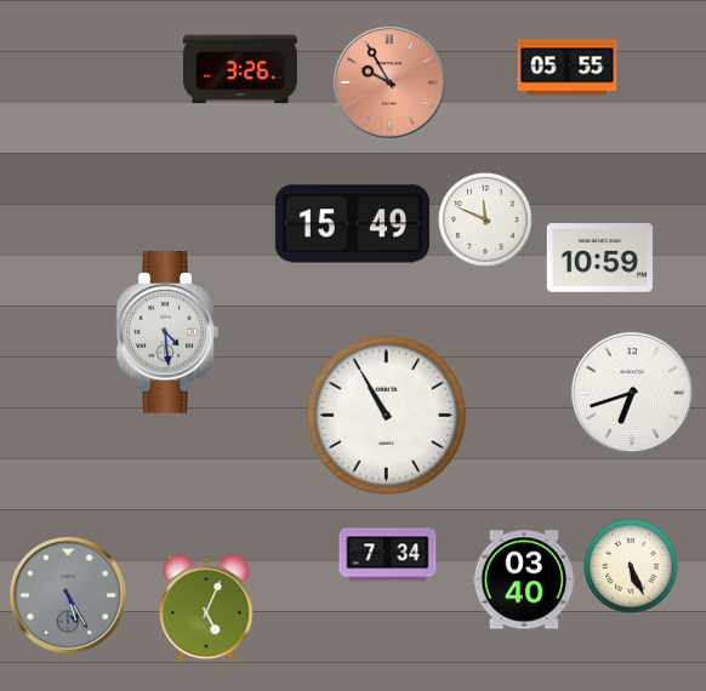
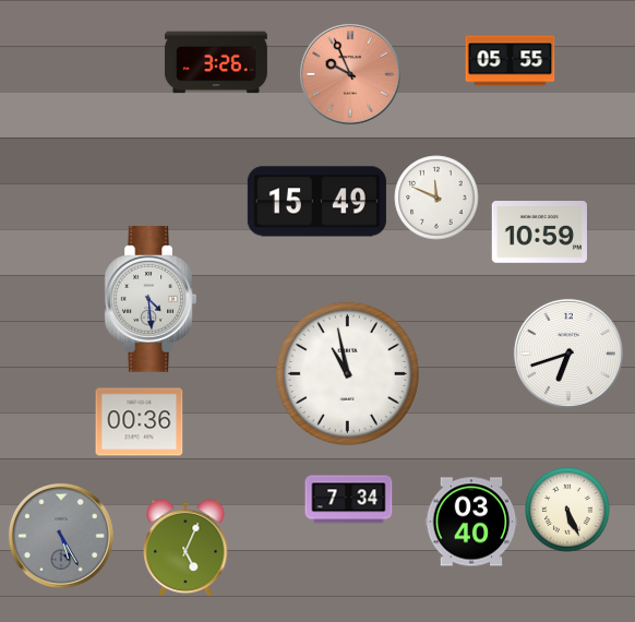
clock at (391, 84): 9:55 -> 9:56
clock at (386, 415): 10:55 -> 10:58
clock at (140, 422): none -> 00:36
